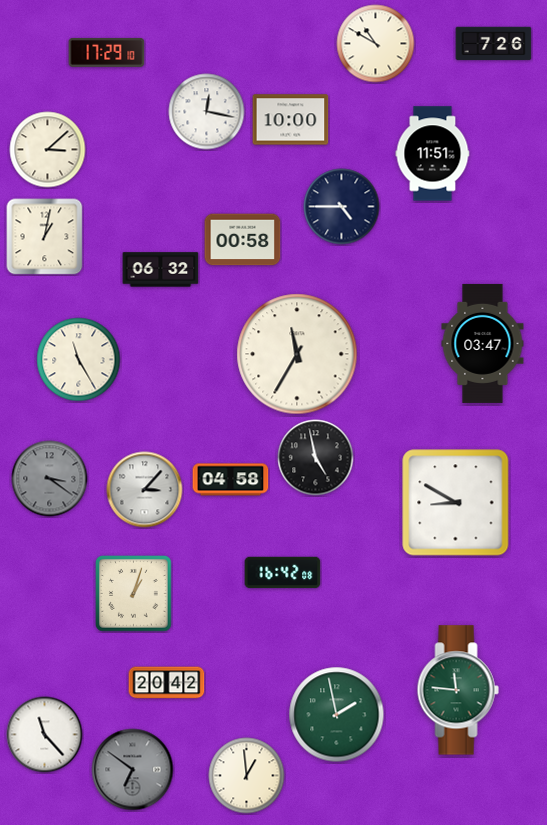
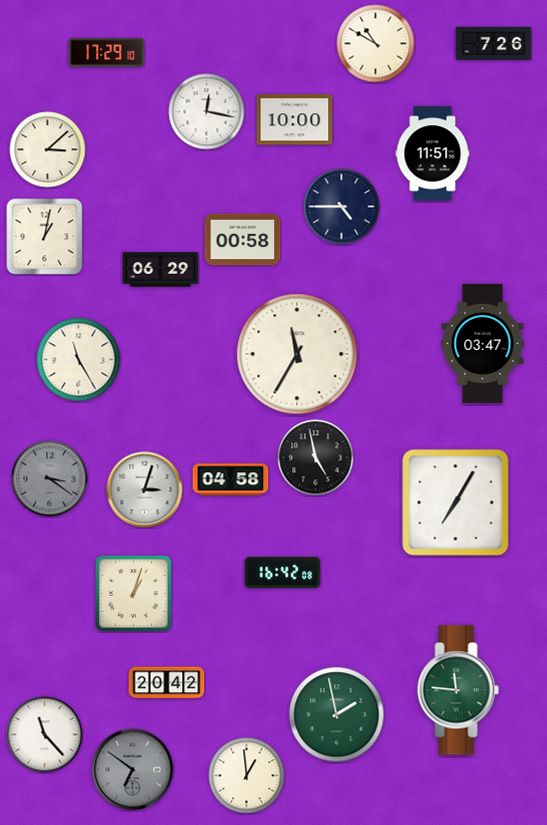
clock at (291, 120) position: (291, 120) -> (295, 120)
clock at (161, 270): 06:32 -> 06:29
clock at (145, 490): 3:07 -> 3:03
clock at (456, 503): 8:50 -> 7:05
